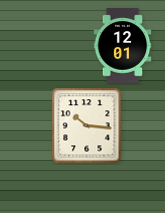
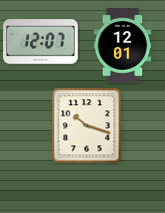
clock at (41, 42): none -> 12:07
clock at (87, 126): 10:16 -> 10:18
